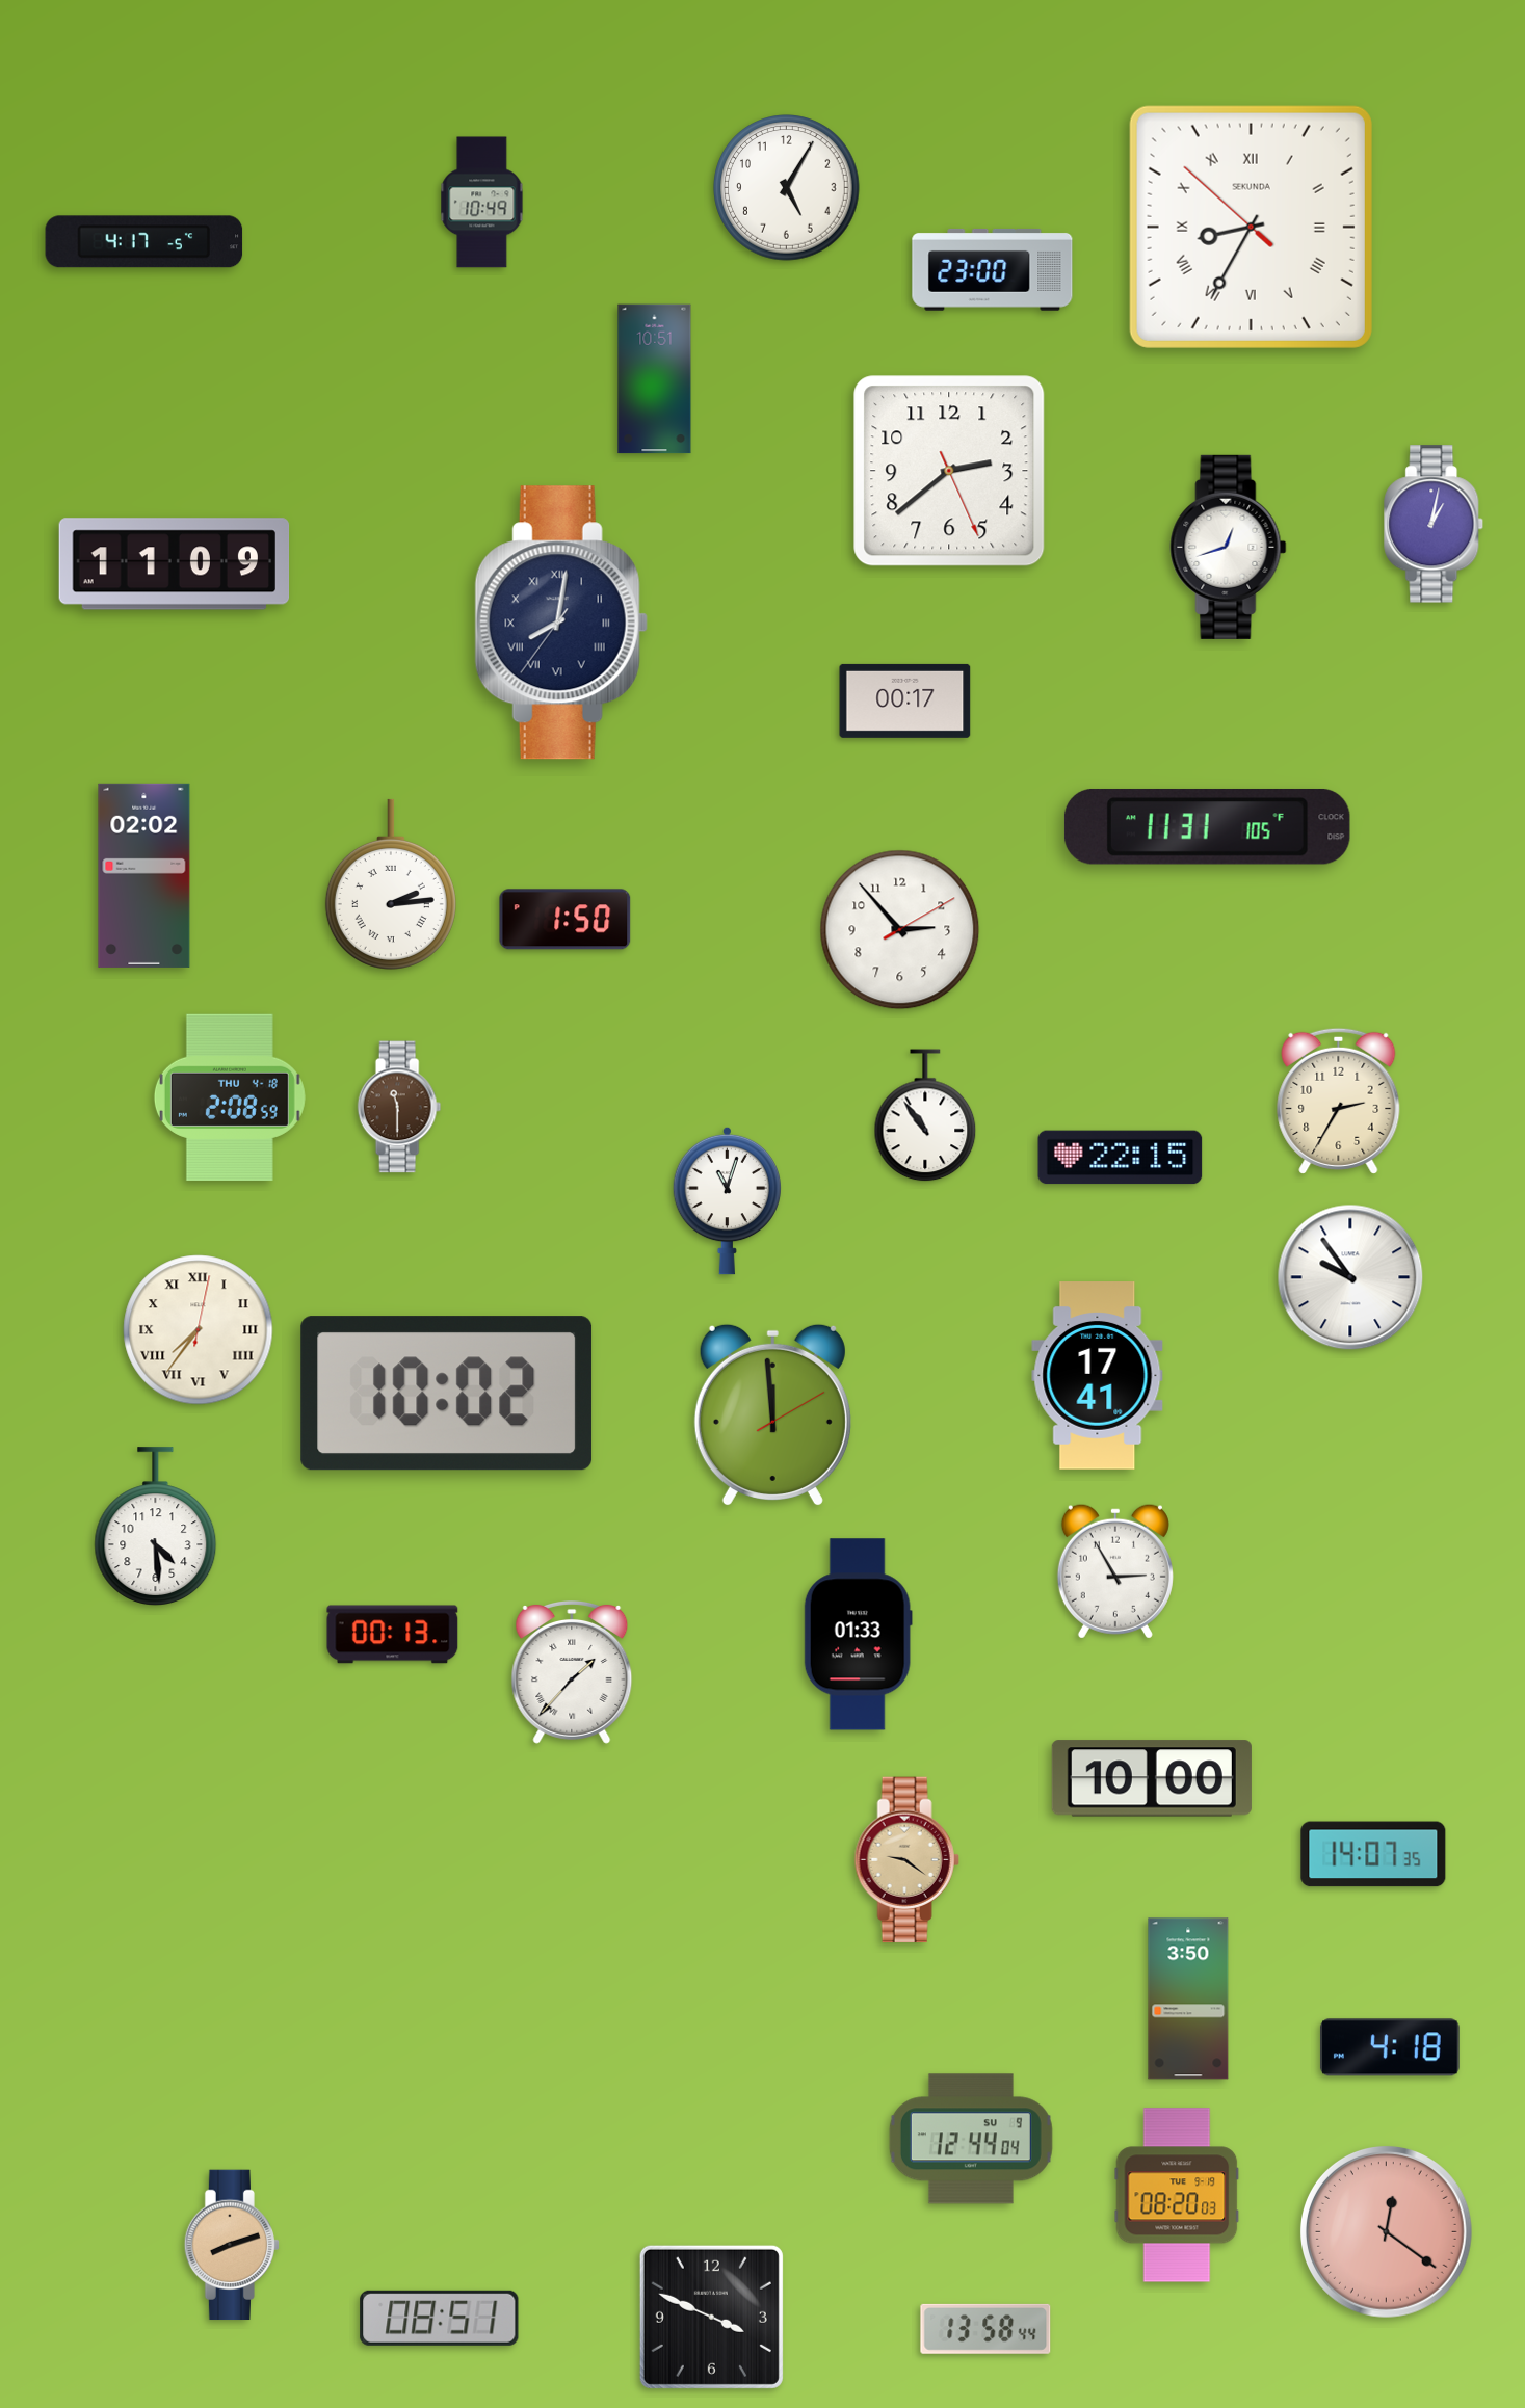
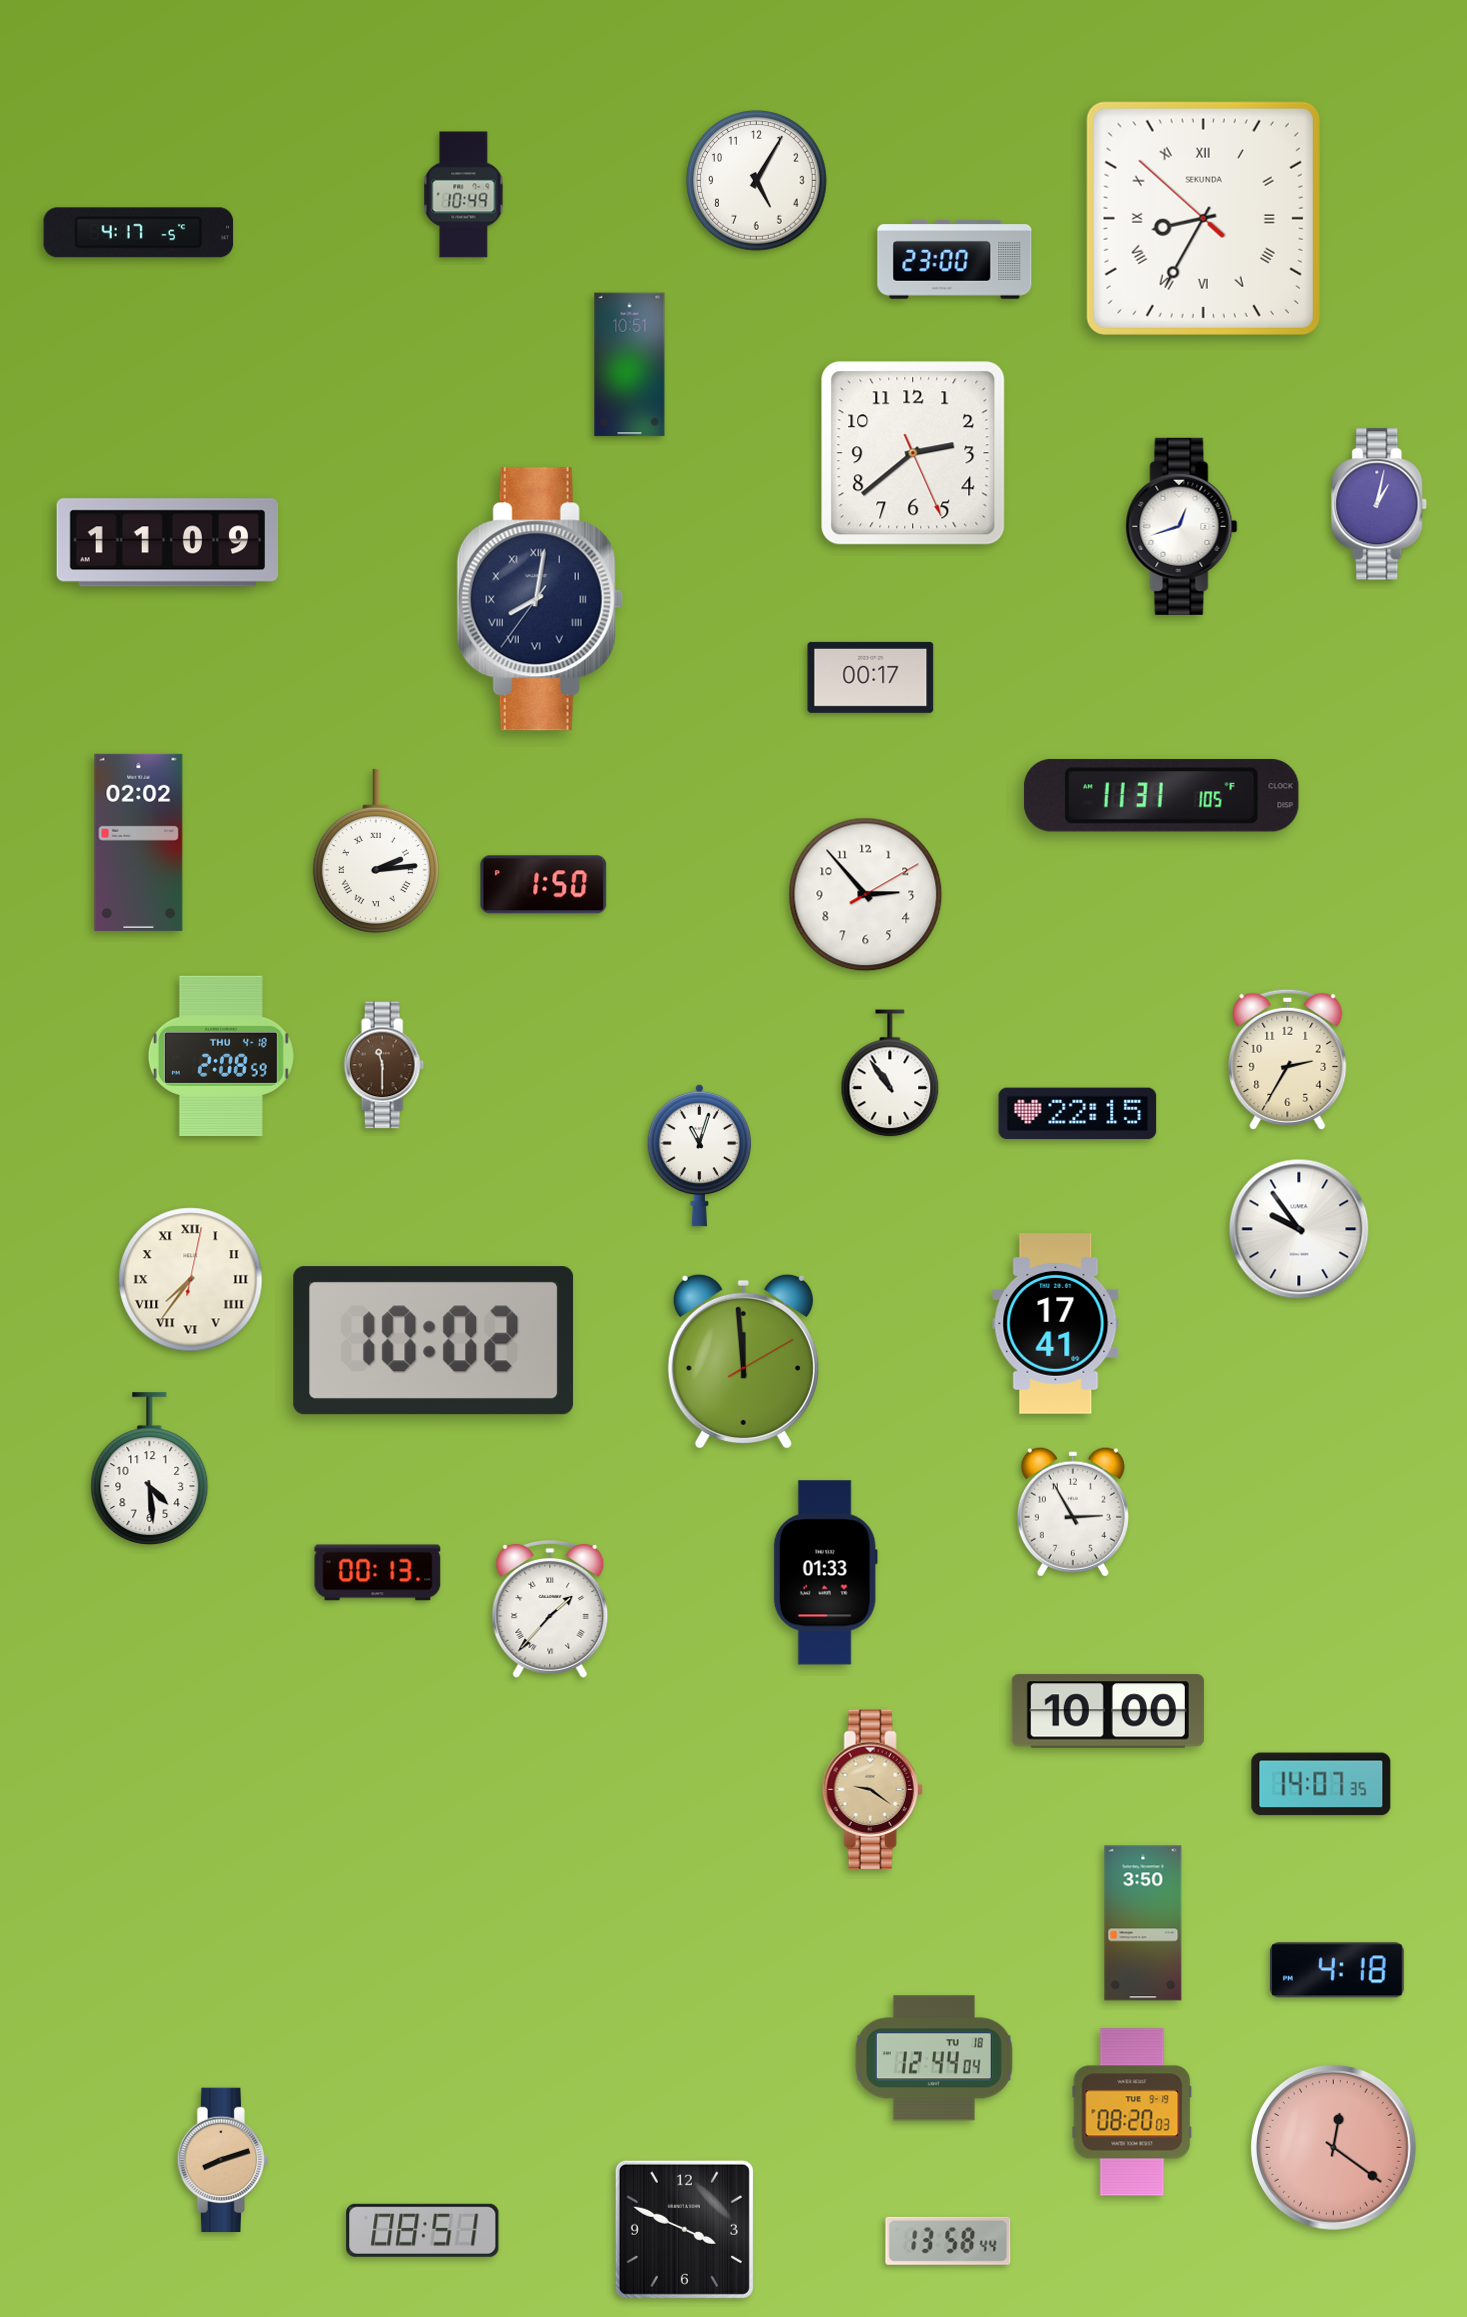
clock at (905, 700) position: (905, 700) -> (871, 677)
clock at (447, 1394) position: (447, 1394) -> (434, 1341)
clock at (971, 2139) date: SU 9 -> TU 18
